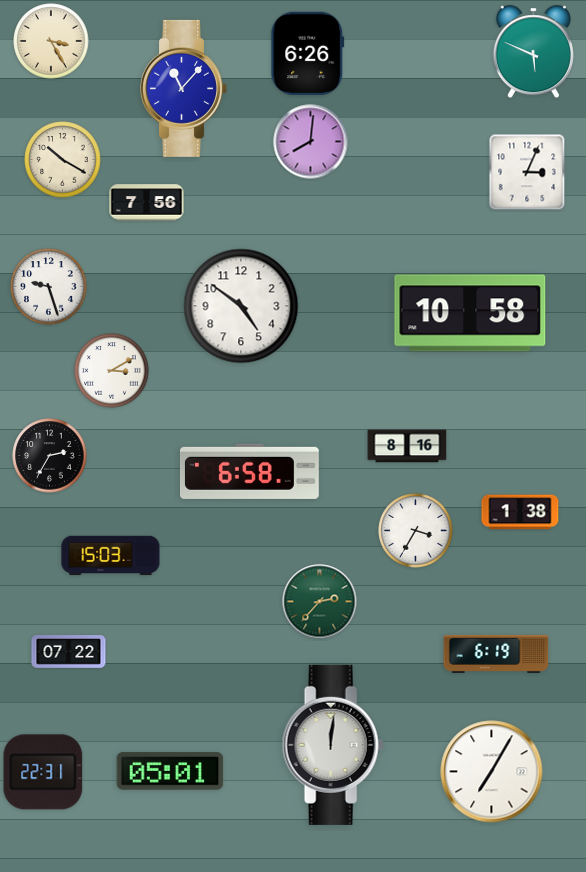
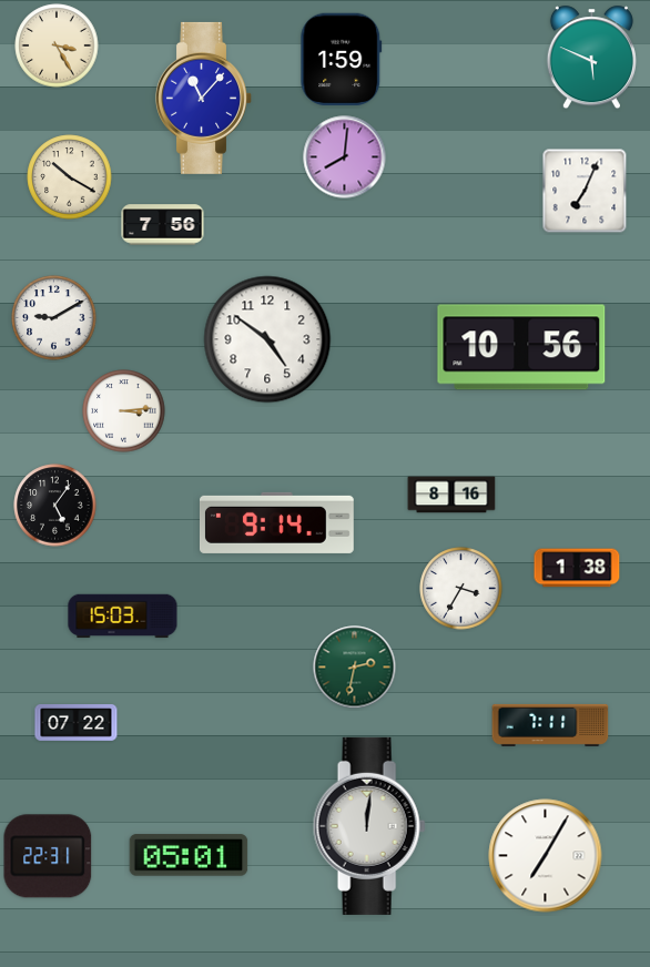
clock at (308, 54): 6:26 -> 1:59
clock at (527, 172): 3:04 -> 7:04
clock at (49, 287): 9:27 -> 9:10
clock at (470, 313): 10:58 -> 10:56
clock at (112, 371): 3:10 -> 3:14
clock at (50, 456): 2:35 -> 5:06
clock at (250, 471): 6:58 -> 9:14
clock at (320, 602): 2:37 -> 2:32
clock at (496, 654): 6:19 -> 7:11
